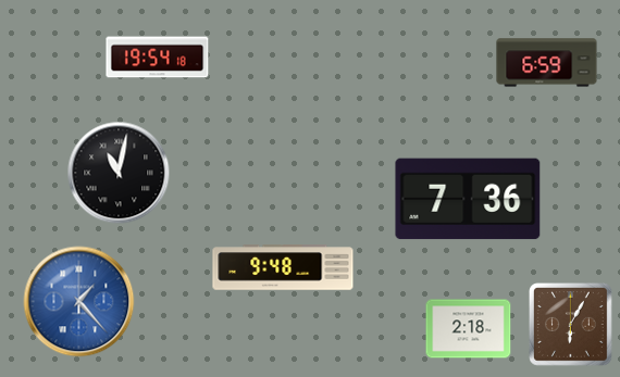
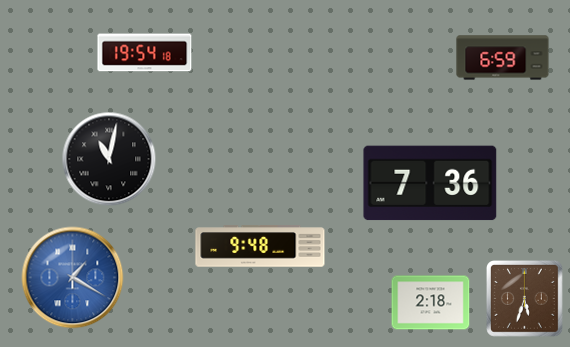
clock at (79, 302): 1:23 -> 1:20
clock at (571, 325): 6:05 -> 5:33
